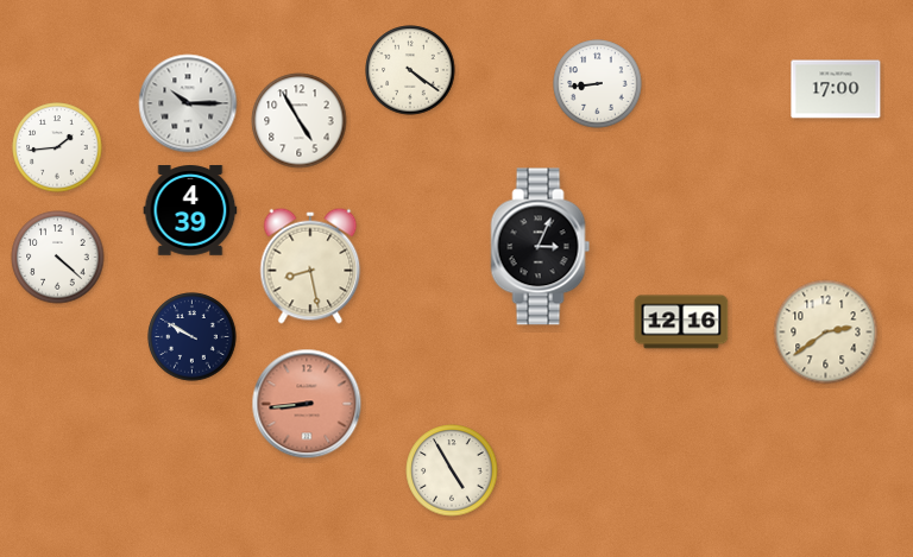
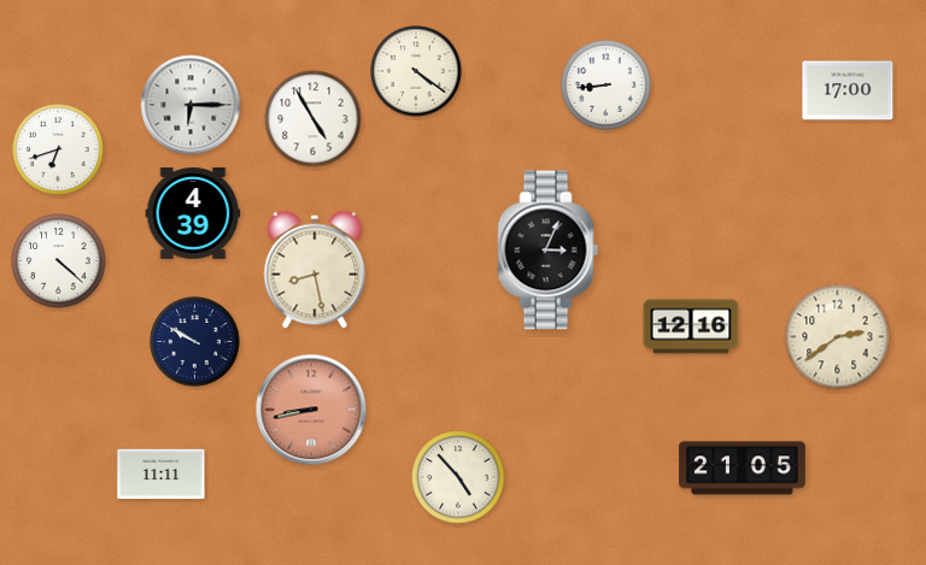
clock at (188, 103): 10:15 -> 6:15
clock at (300, 121) position: (300, 121) -> (313, 119)
clock at (57, 147): 1:44 -> 6:42
clock at (307, 404): 8:44 -> 8:43
clock at (743, 469): none -> 21:05
clock at (162, 475): none -> 11:11
clock at (452, 470): 4:55 -> 4:53
